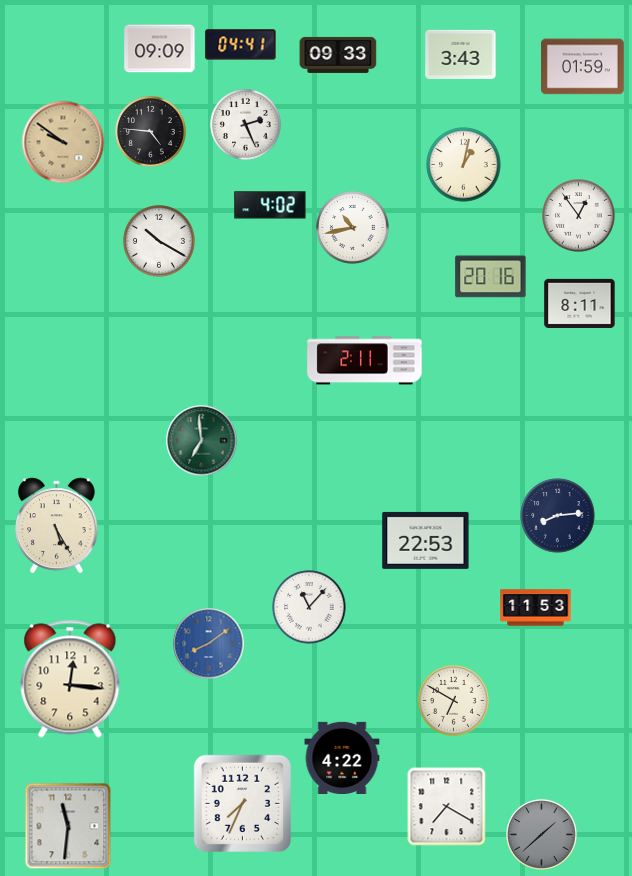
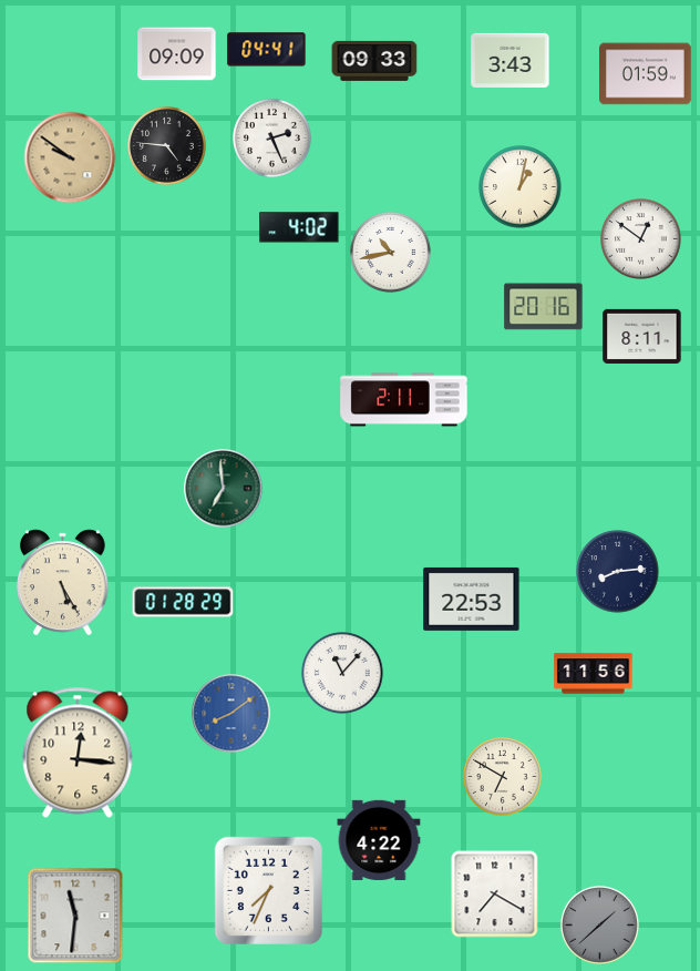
clock at (464, 165) position: (464, 165) -> (521, 187)
clock at (579, 216): 12:54 -> 12:51
clock at (159, 241): 10:20 -> none
clock at (183, 602): none -> 01:28
clock at (536, 608): 11:53 -> 11:56
